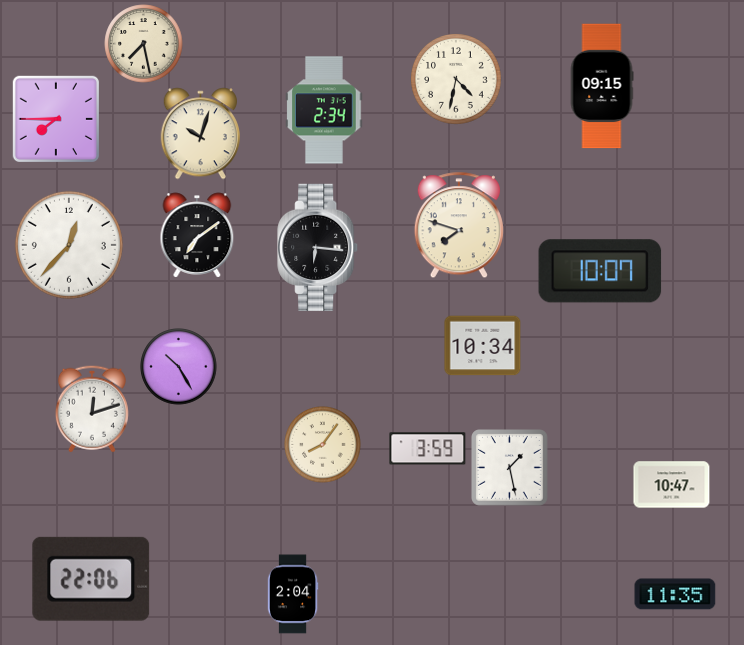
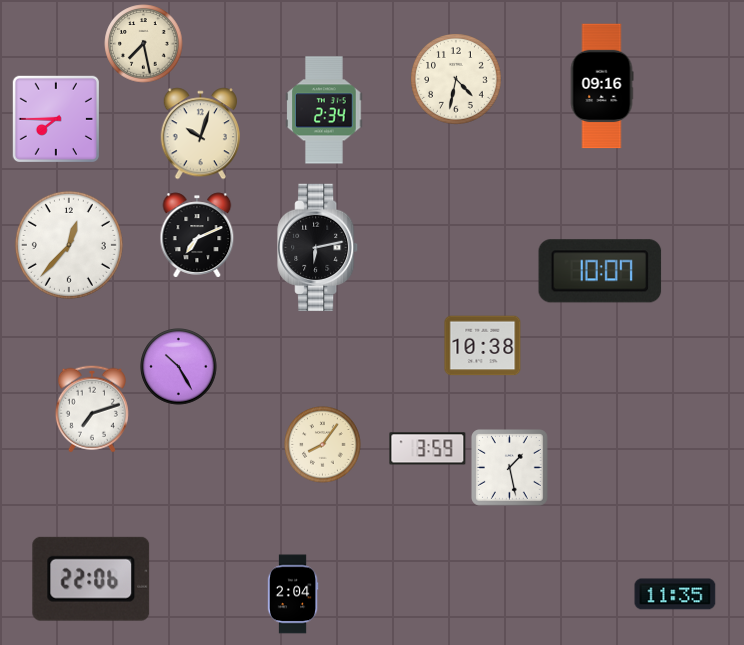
clock at (602, 86): 09:15 -> 09:16
clock at (459, 226): 7:48 -> none
clock at (197, 235): 7:09 -> 7:11
clock at (318, 247): 6:16 -> 6:13
clock at (483, 346): 10:34 -> 10:38
clock at (92, 409): 12:12 -> 7:12
clock at (672, 485): 10:47 -> none
